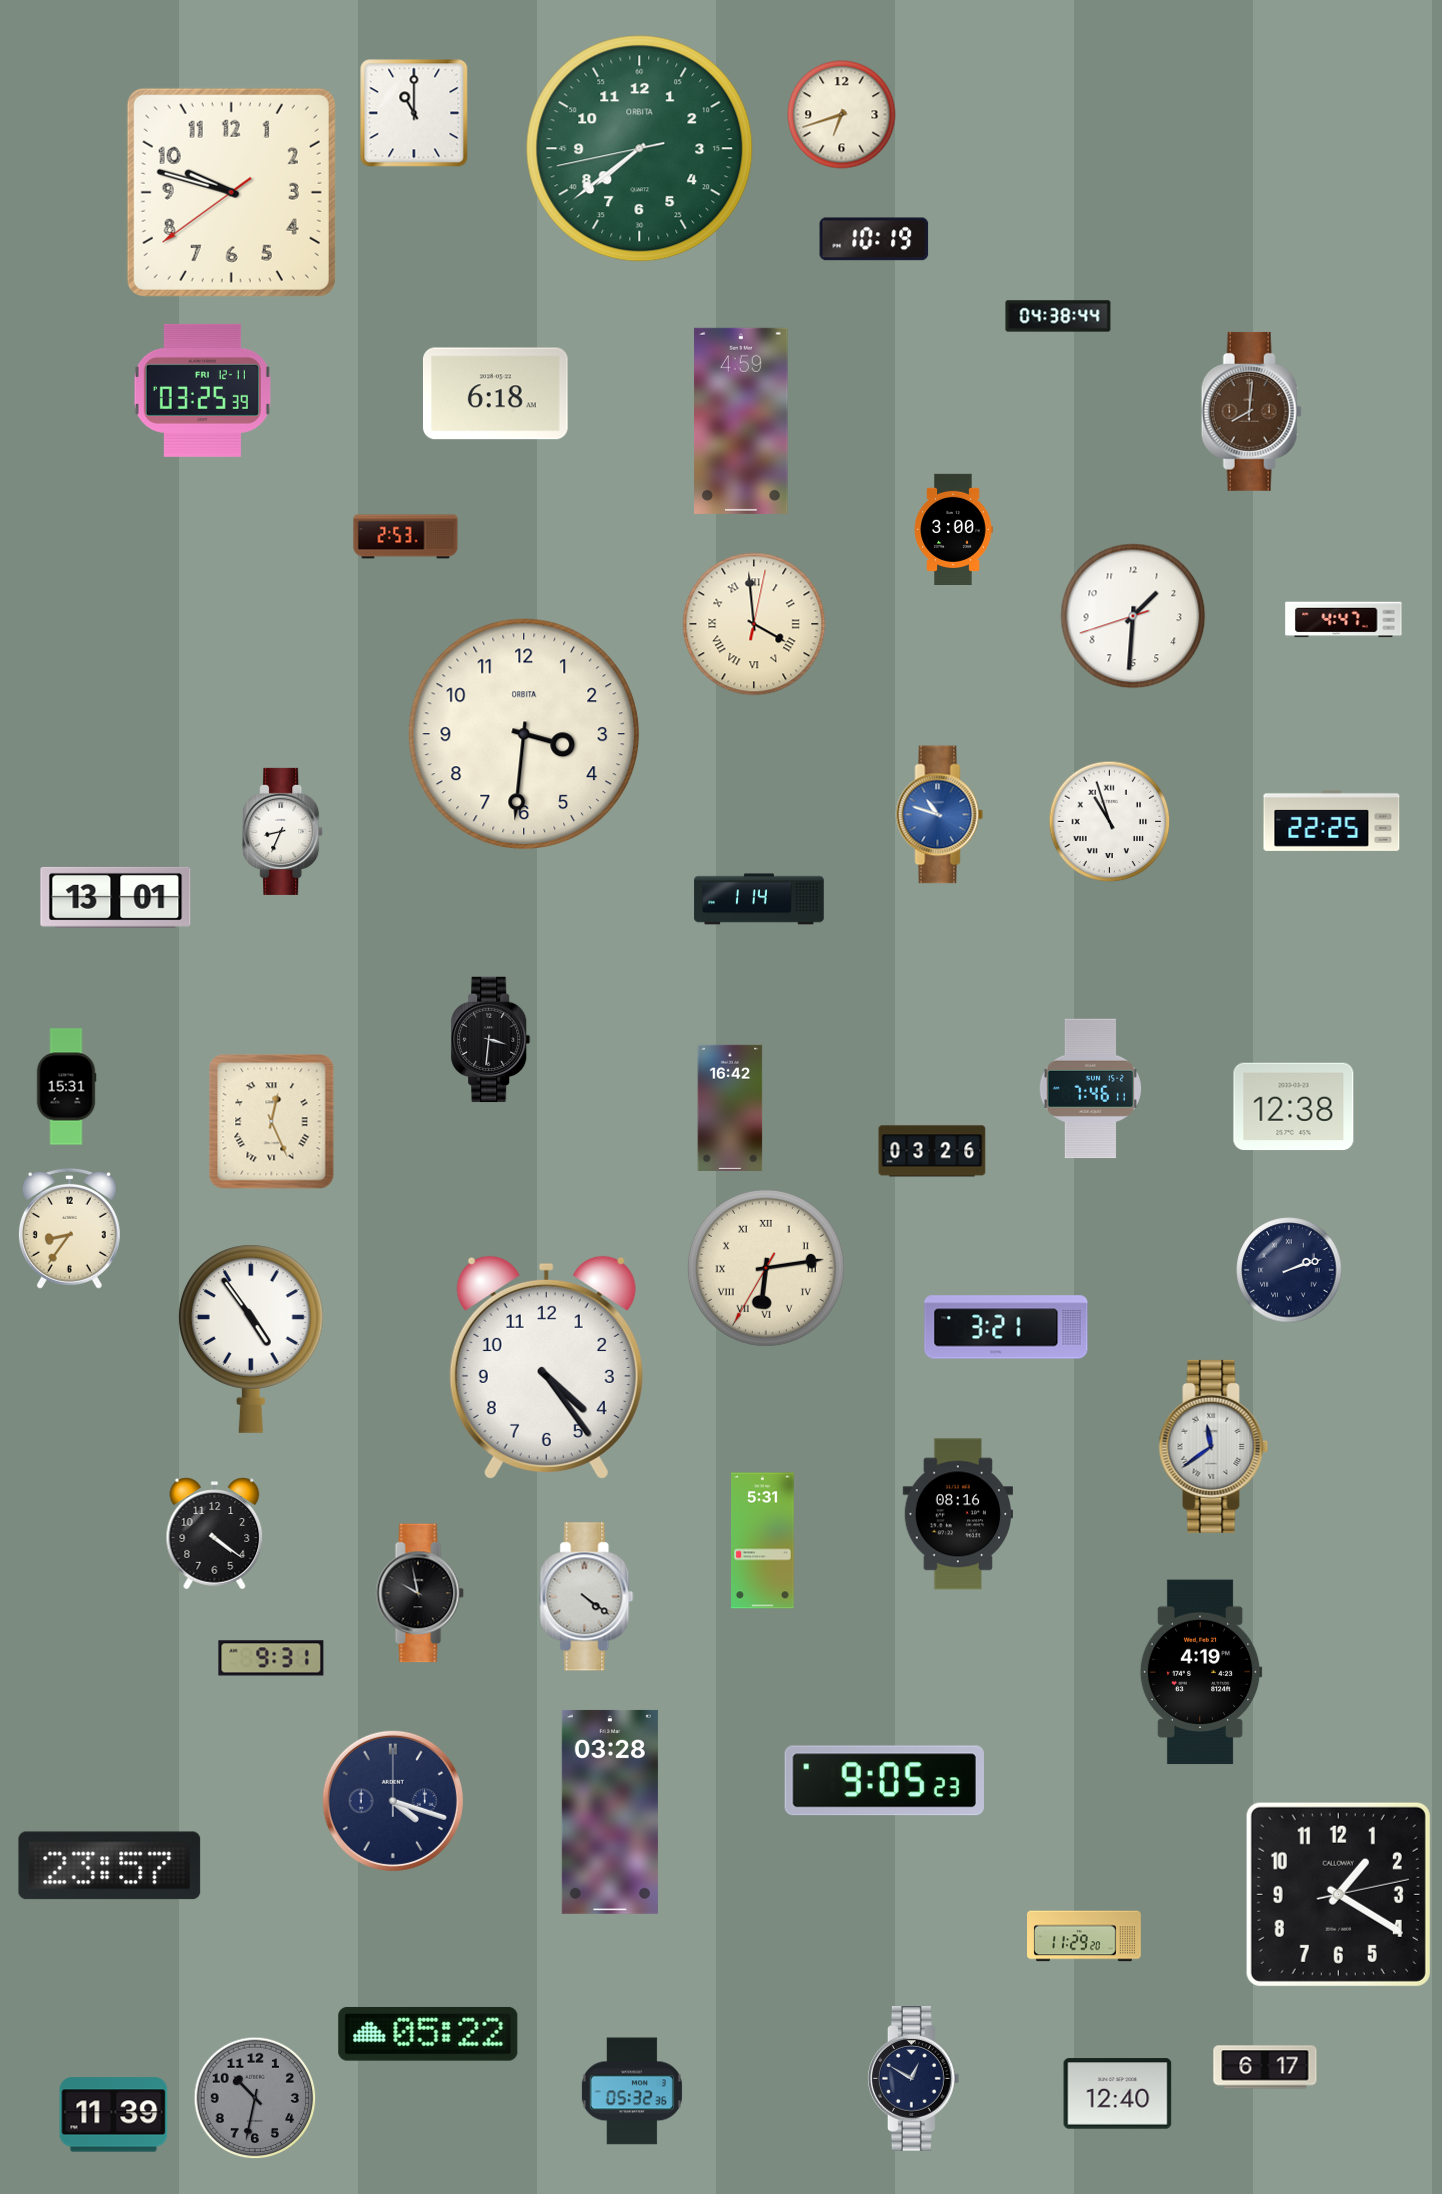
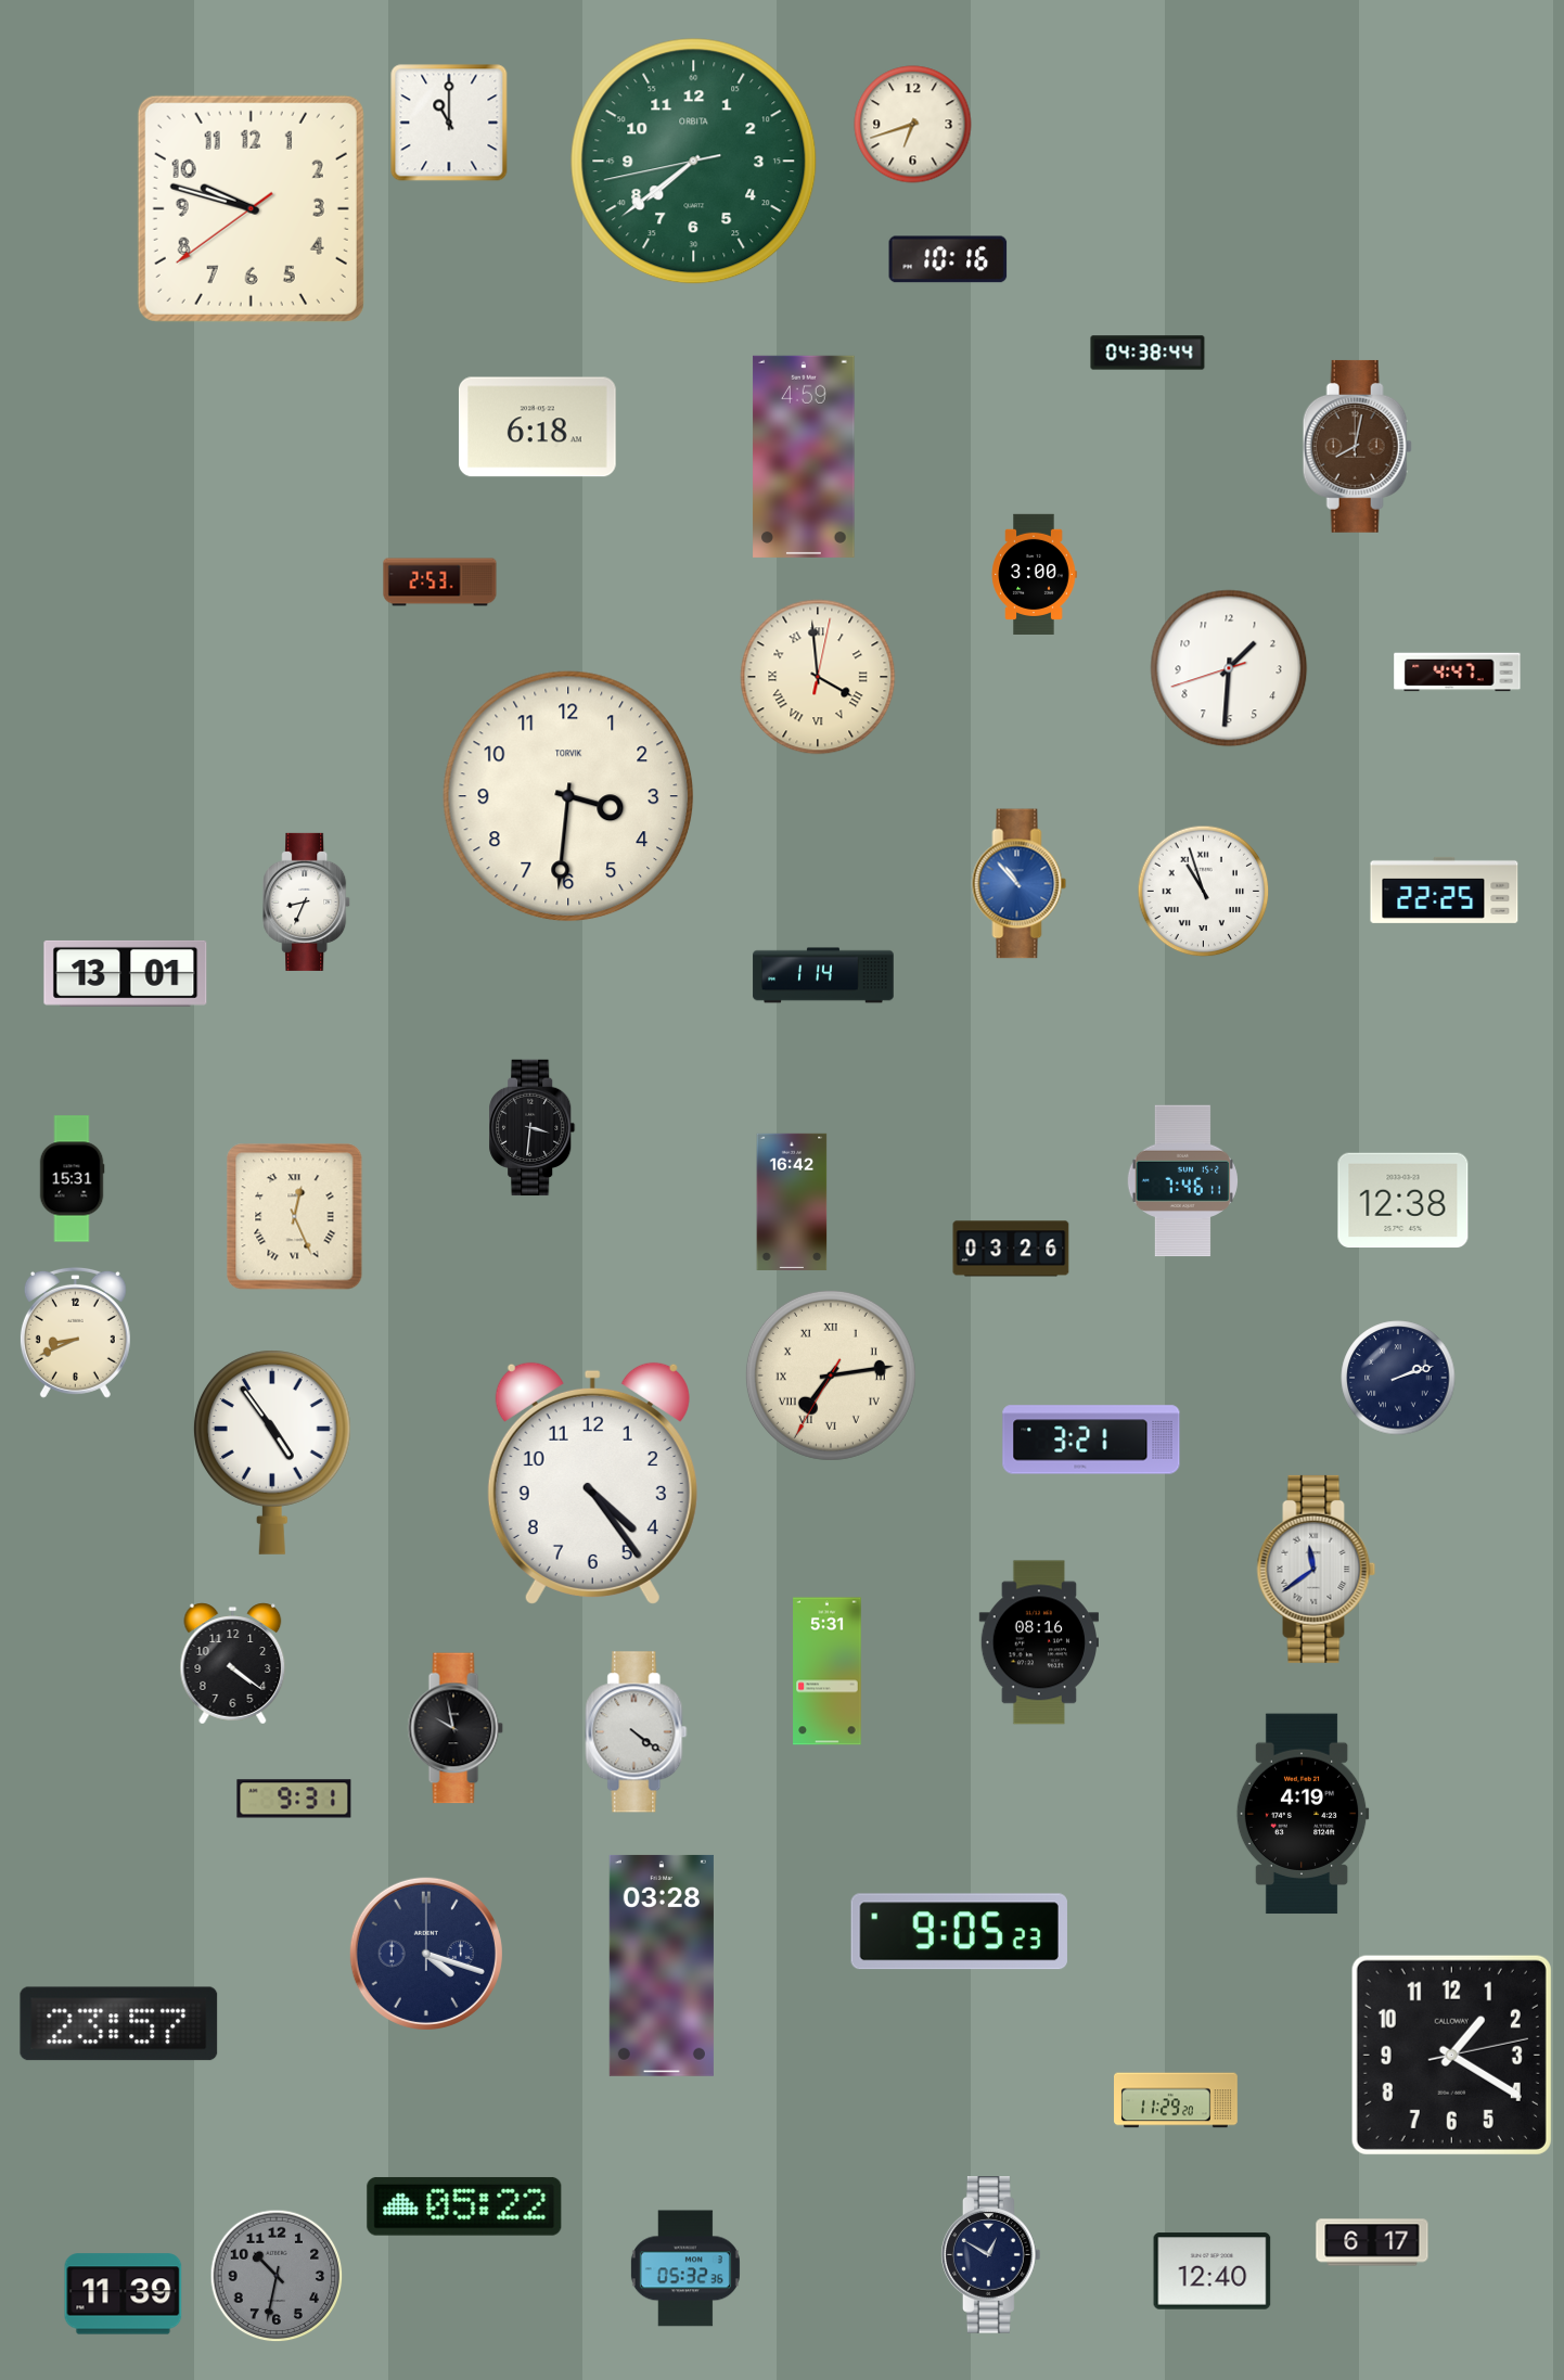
clock at (874, 239): 10:19 -> 10:16
clock at (1058, 316) position: (1058, 316) -> (1148, 353)
clock at (202, 390): 03:25 -> none
clock at (1251, 411): 8:01 -> 8:02
clock at (524, 734) brand: ORBITA -> TORVIK
clock at (940, 815): 10:48 -> 10:53
clock at (69, 1228): 8:36 -> 8:41
clock at (766, 1268): 6:13 -> 7:13
